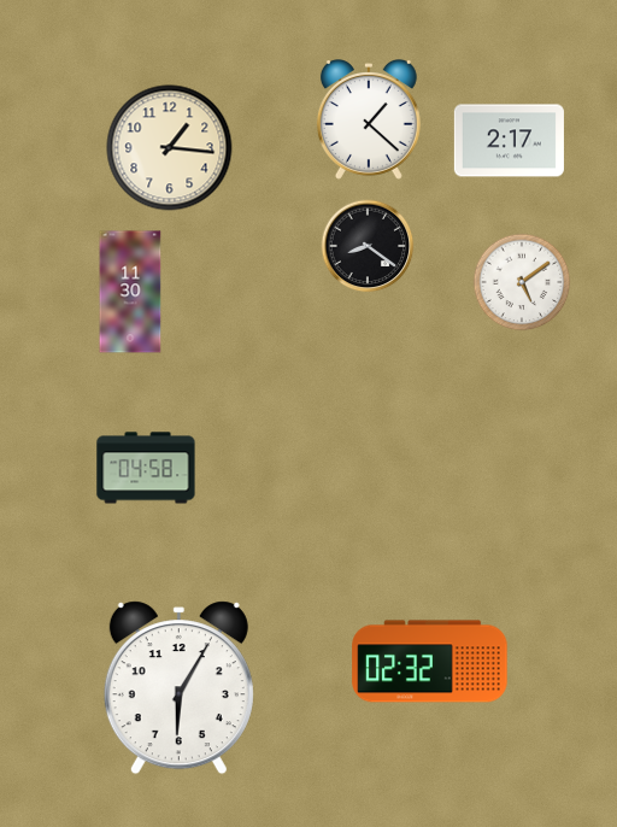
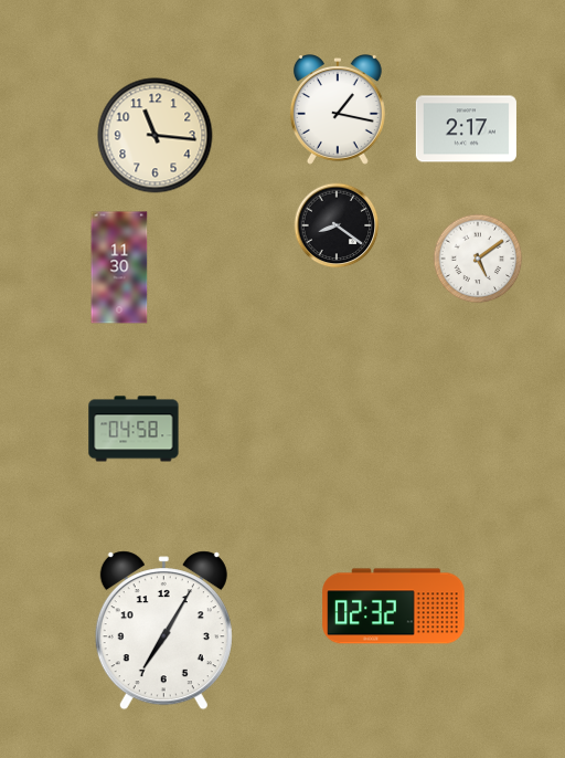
clock at (369, 121): 1:22 -> 1:17
clock at (170, 148): 1:16 -> 11:16
clock at (178, 688): 6:05 -> 7:05
